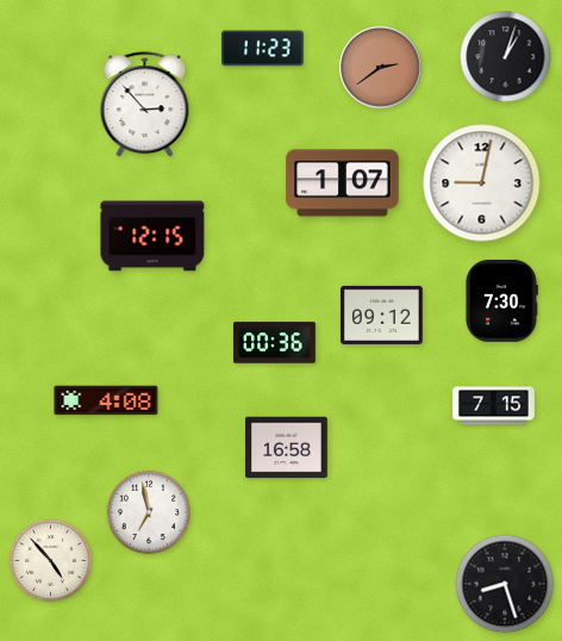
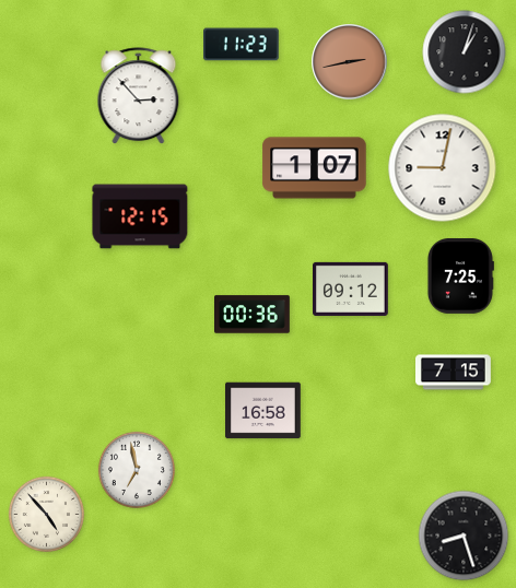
clock at (381, 68): 2:39 -> 2:43
clock at (145, 105) position: (145, 105) -> (139, 96)
clock at (501, 301): 7:30 -> 7:25
clock at (106, 400): 4:08 -> none
